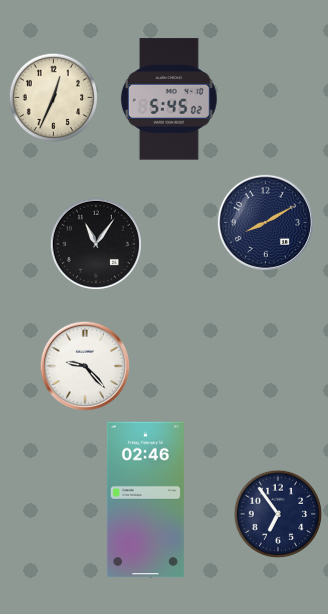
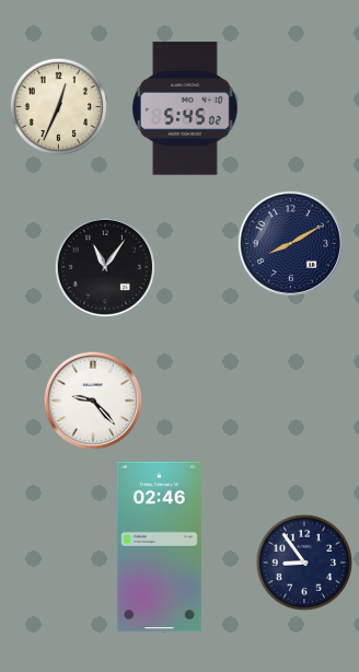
clock at (278, 514): 6:54 -> 8:54
